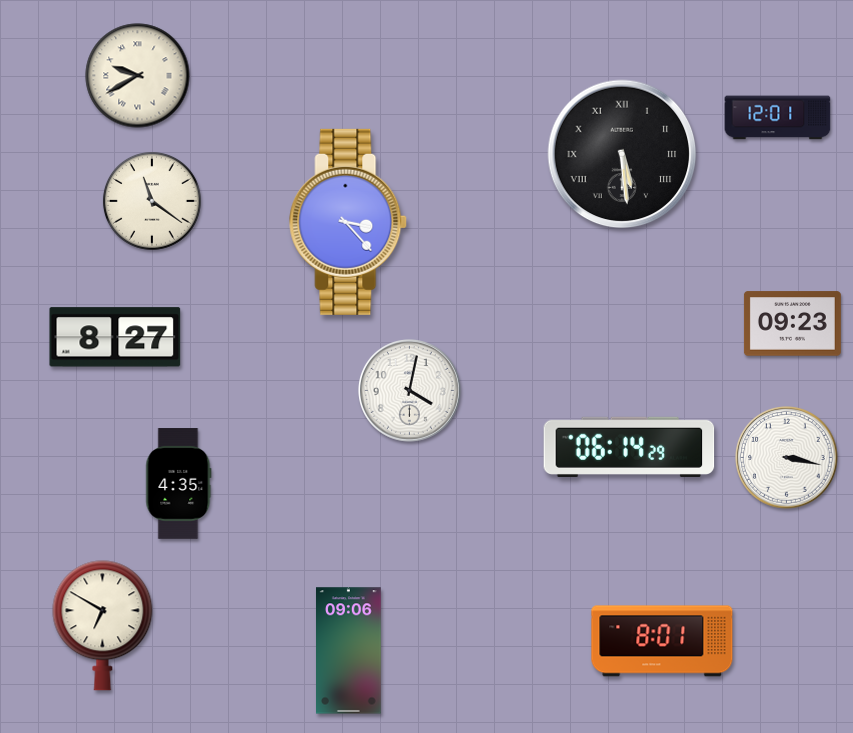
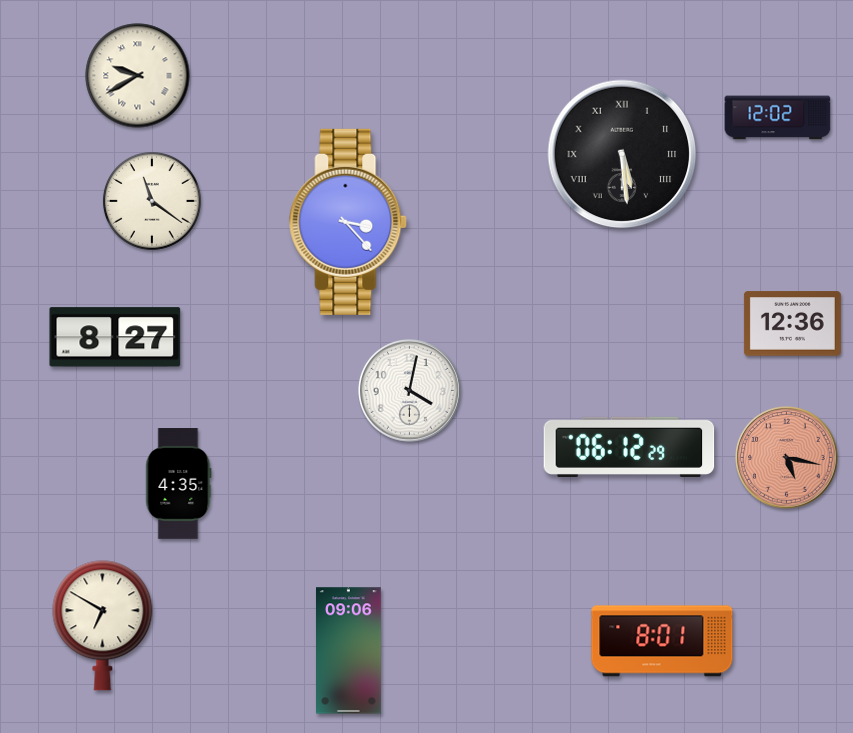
clock at (778, 118): 12:01 -> 12:02
clock at (792, 324): 09:23 -> 12:36
clock at (629, 447): 06:14 -> 06:12
clock at (787, 458): 3:17 -> 5:17
clock at (787, 458) dial: white -> salmon
